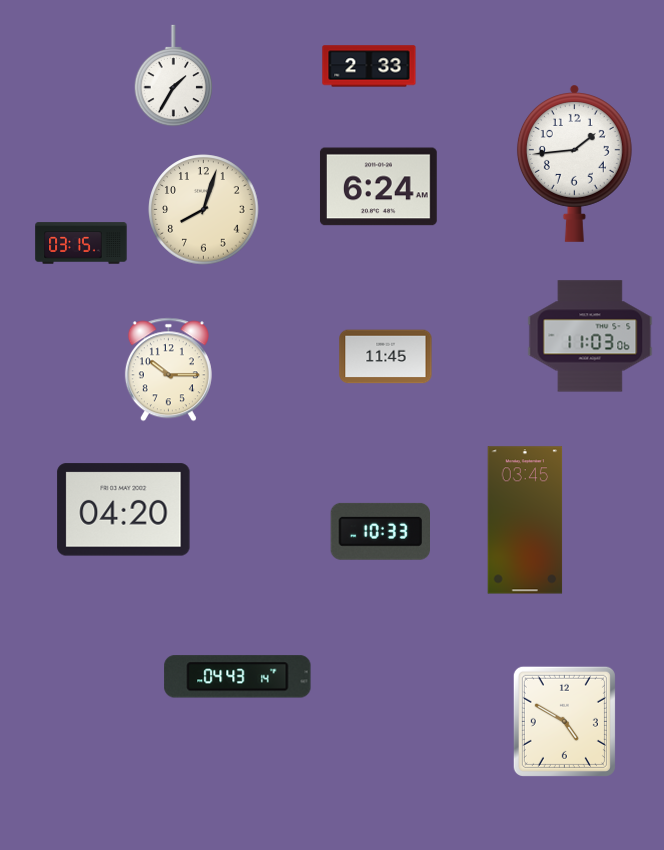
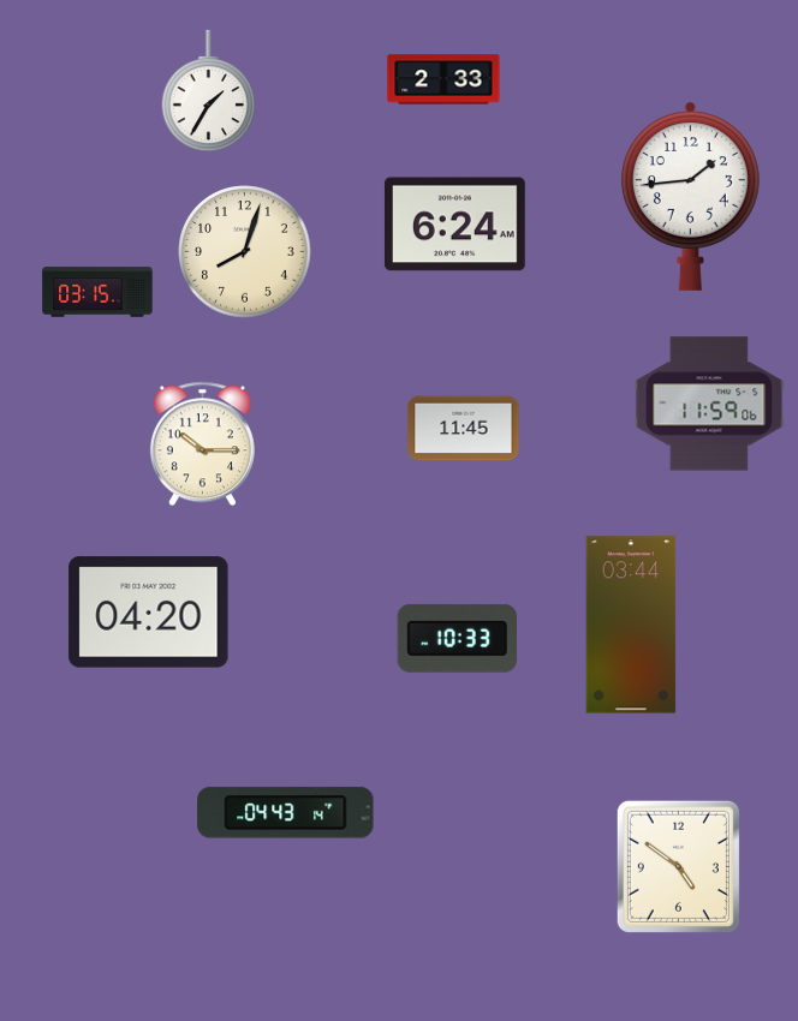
clock at (590, 336): 11:03 -> 11:59
clock at (525, 520): 03:45 -> 03:44
clock at (564, 721): 4:50 -> 4:51
